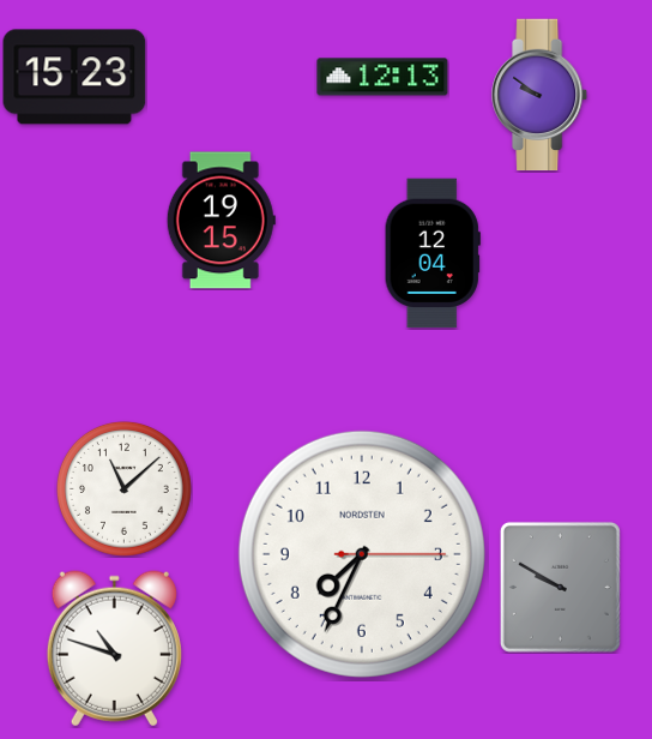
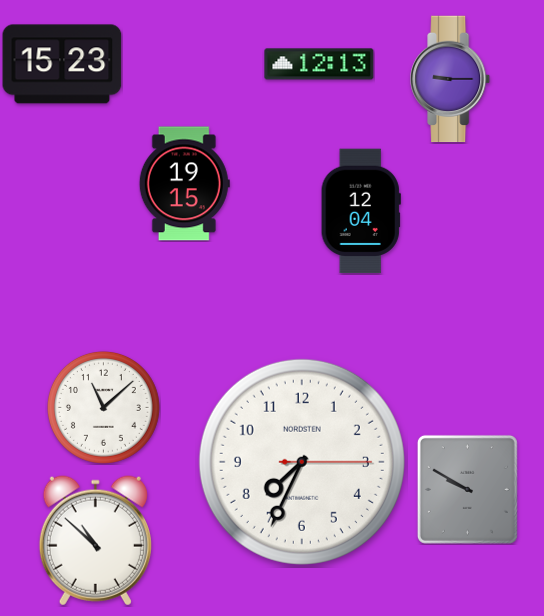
clock at (541, 95): 9:51 -> 9:15
clock at (114, 649): 10:48 -> 10:52
